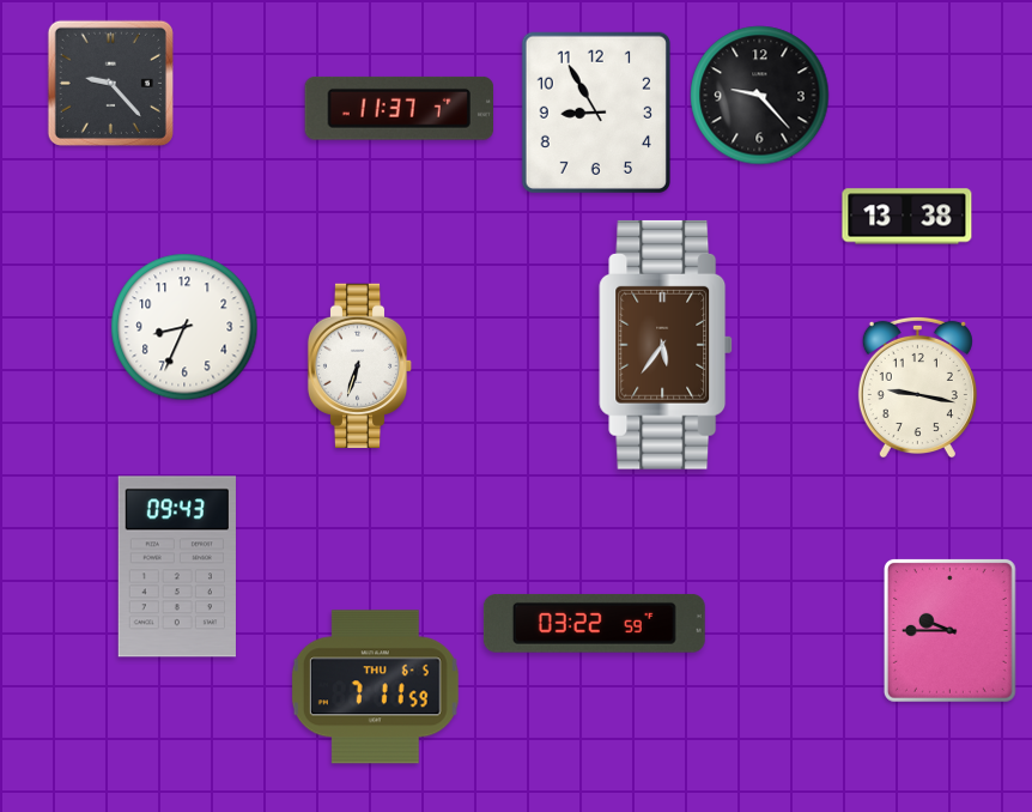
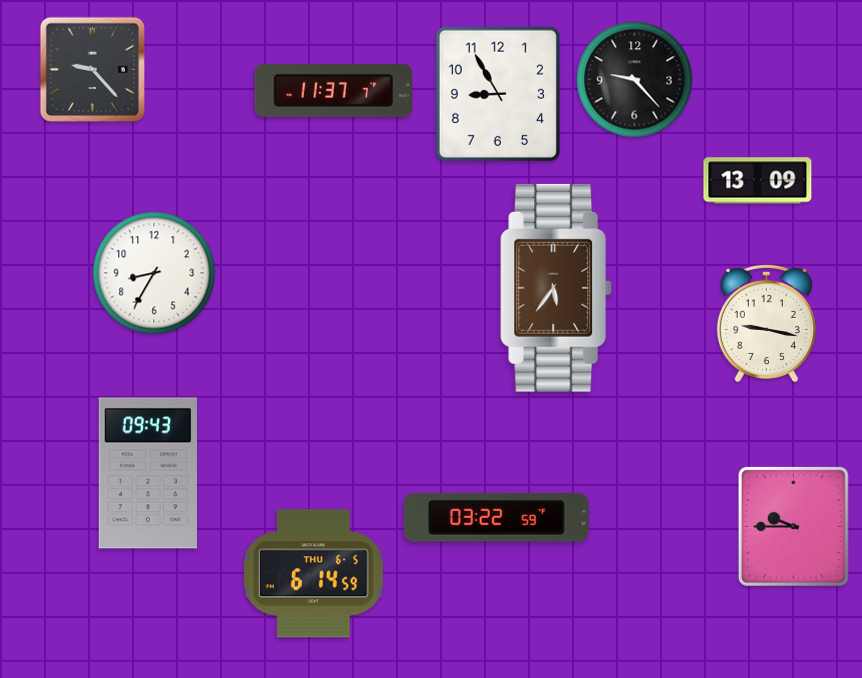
clock at (907, 217): 13:38 -> 13:09
clock at (184, 327): 8:34 -> 8:35
clock at (360, 365): 6:33 -> none
clock at (594, 623) position: (594, 623) -> (496, 517)
clock at (375, 687): 7:11 -> 6:14
